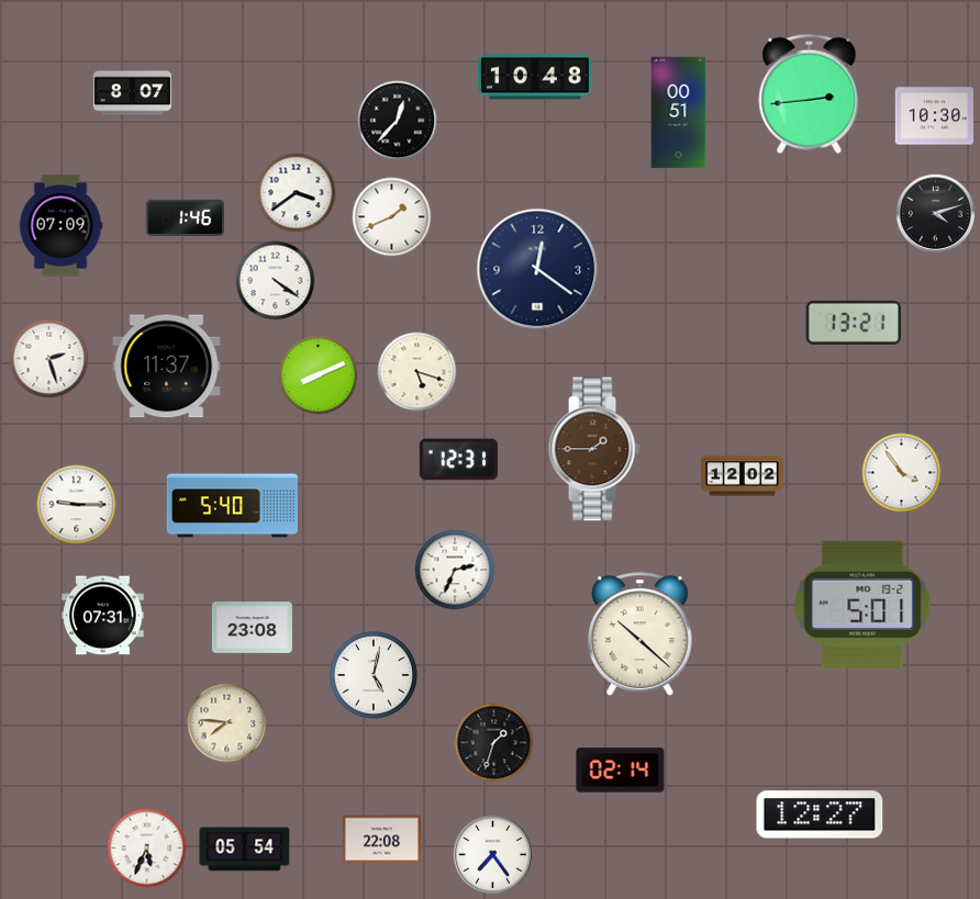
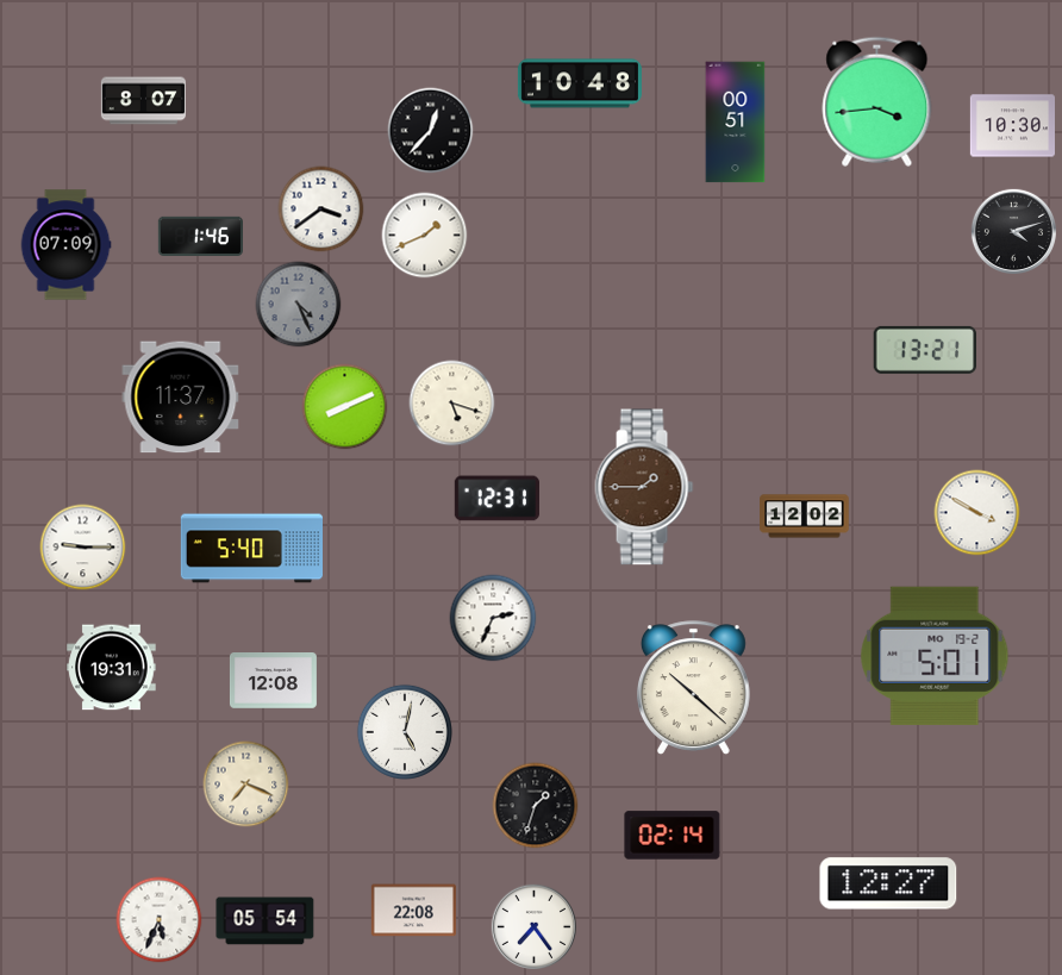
clock at (810, 93): 2:44 -> 3:44
clock at (537, 269): 12:21 -> none
clock at (276, 281): 4:21 -> 4:26
clock at (276, 281) dial: white -> grey
clock at (49, 359): 2:27 -> none
clock at (902, 473): 3:54 -> 3:50
clock at (103, 616): 07:31 -> 19:31
clock at (252, 628): 23:08 -> 12:08
clock at (227, 723): 7:46 -> 7:19
